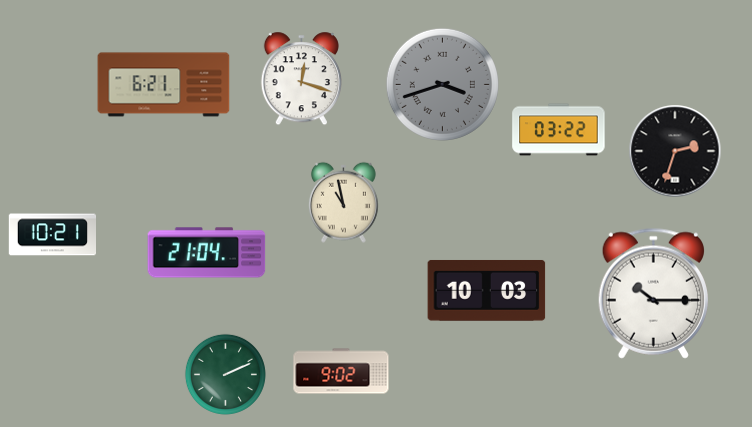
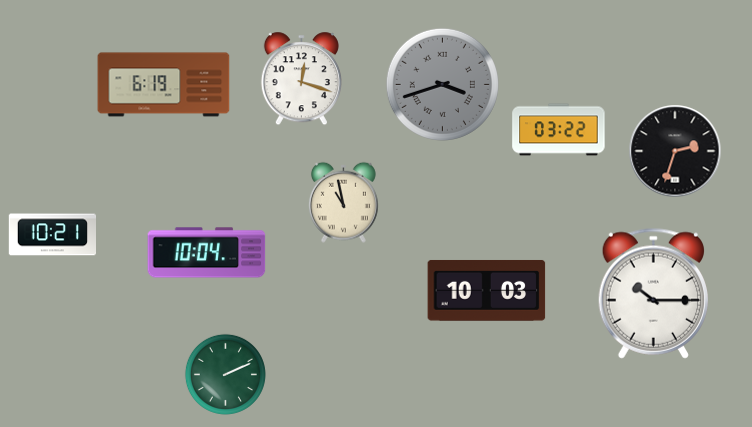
clock at (164, 85): 6:21 -> 6:19
clock at (207, 253): 21:04 -> 10:04
clock at (341, 371): 9:02 -> none
